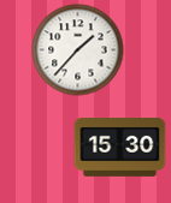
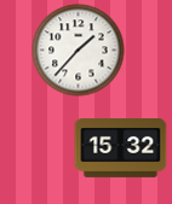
clock at (120, 148): 15:30 -> 15:32
